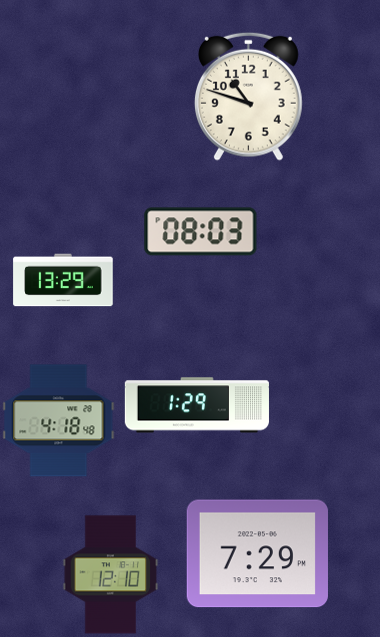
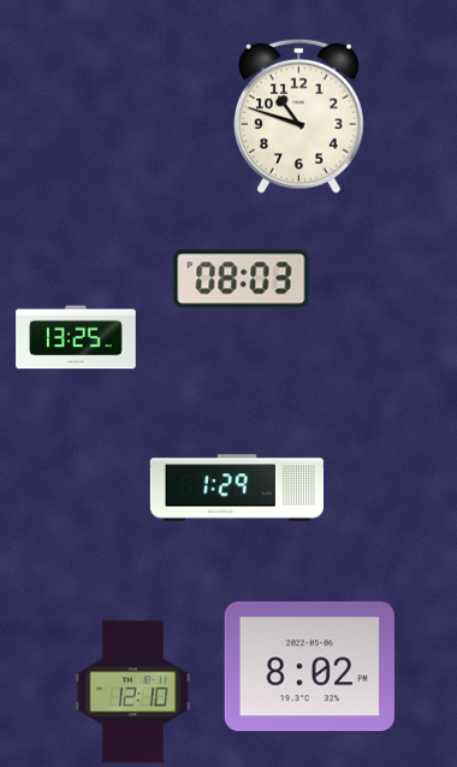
clock at (63, 280): 13:29 -> 13:25
clock at (59, 421): 4:18 -> none
clock at (257, 554): 7:29 -> 8:02
